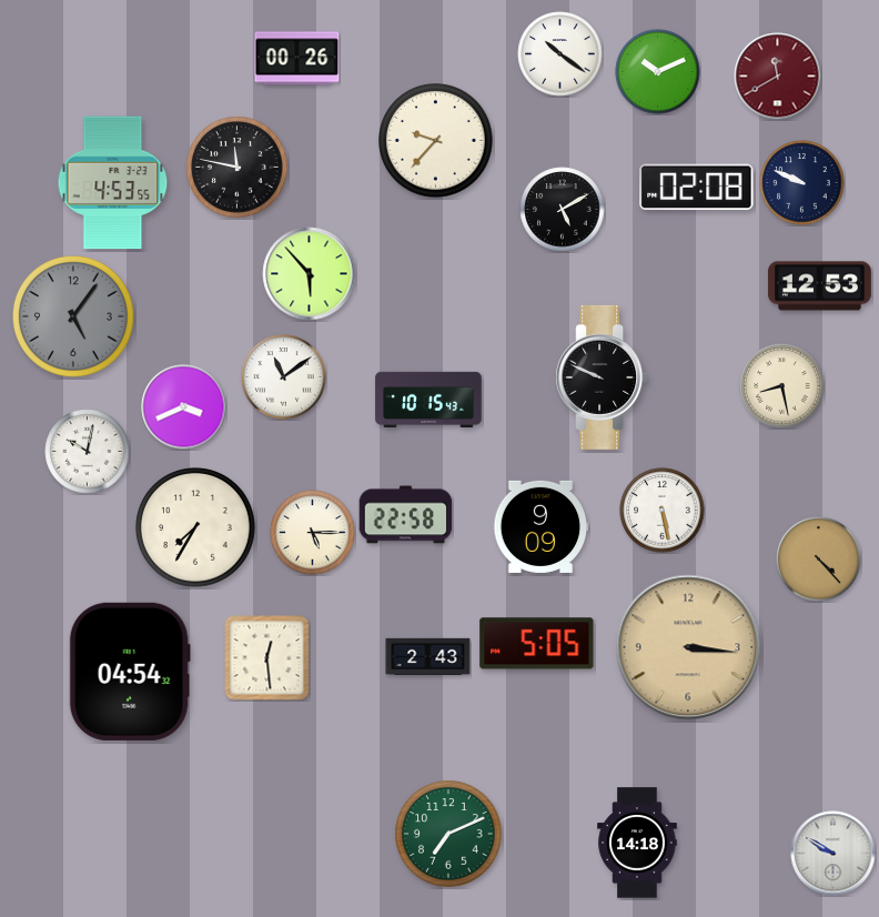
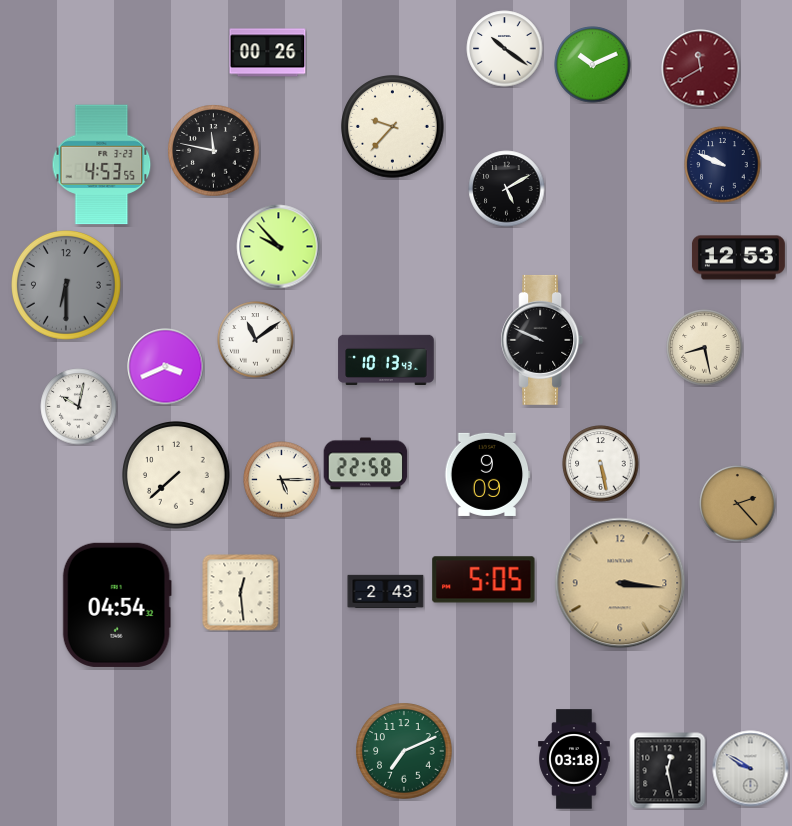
clock at (697, 188): 02:08 -> none
clock at (310, 274): 5:53 -> 9:53
clock at (74, 318): 5:06 -> 6:30
clock at (428, 399): 10:15 -> 10:13
clock at (663, 511) position: (663, 511) -> (601, 464)
clock at (196, 528): 7:35 -> 7:38
clock at (819, 560): 4:23 -> 2:23
clock at (637, 843): 14:18 -> 03:18
clock at (668, 771): none -> 12:28
